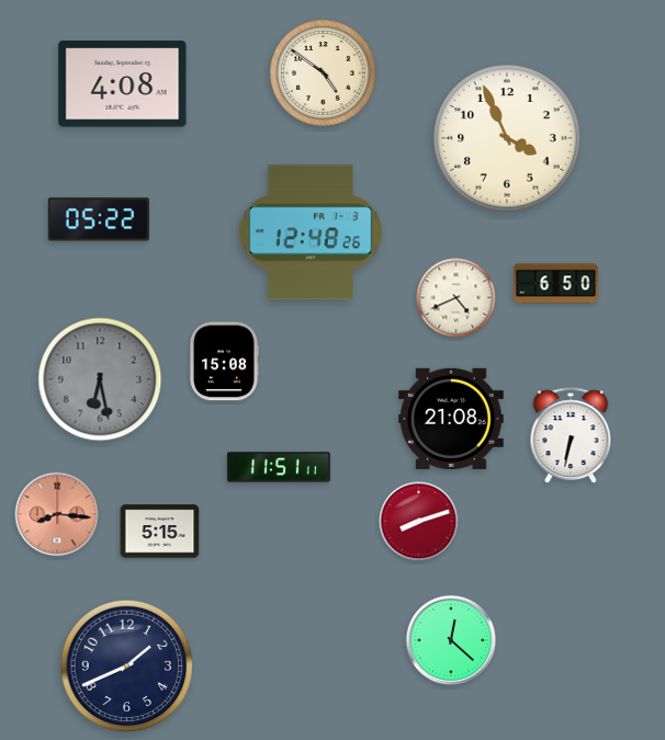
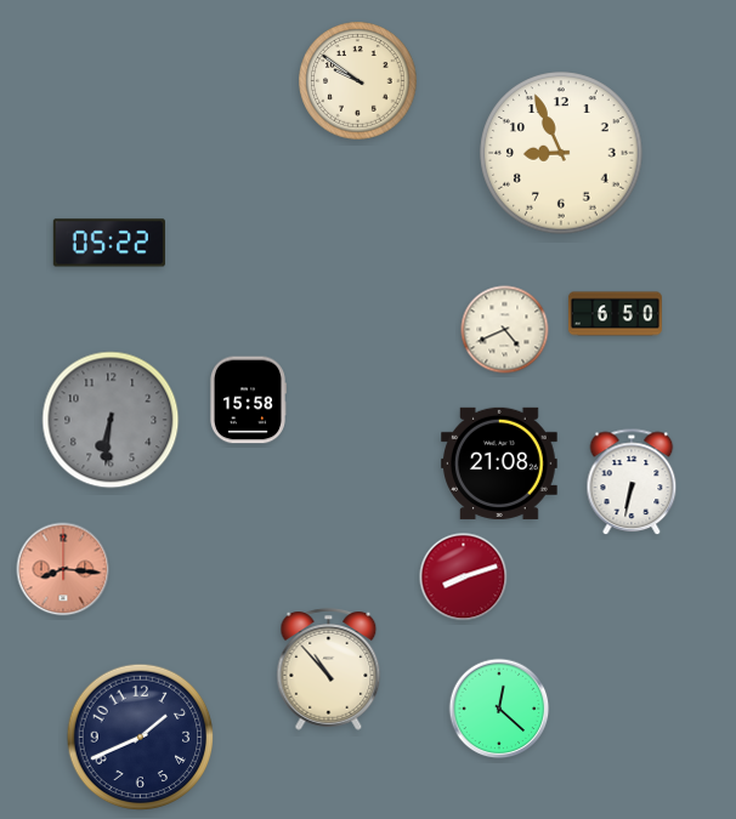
clock at (324, 73): 4:51 -> 9:51
clock at (123, 84): 4:08 -> none
clock at (507, 138): 3:56 -> 8:56
clock at (311, 232): 12:48 -> none
clock at (224, 362): 15:08 -> 15:58
clock at (100, 379): 6:28 -> 6:31
clock at (279, 467): 11:51 -> none
clock at (160, 532): 5:15 -> none
clock at (329, 670): none -> 10:53
